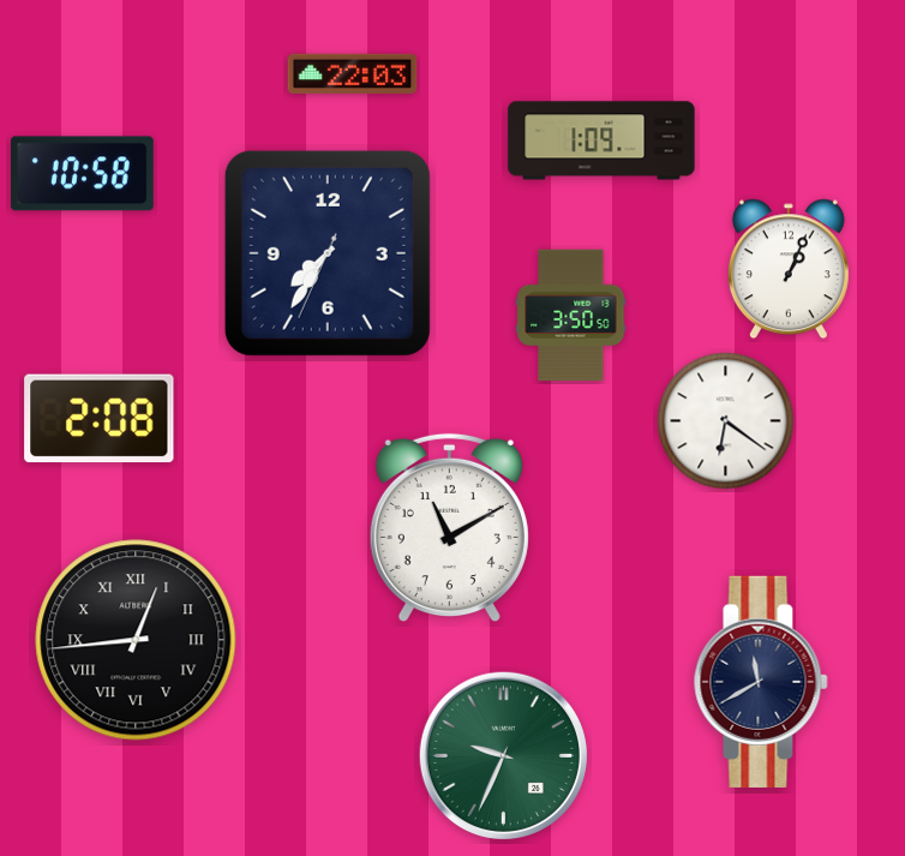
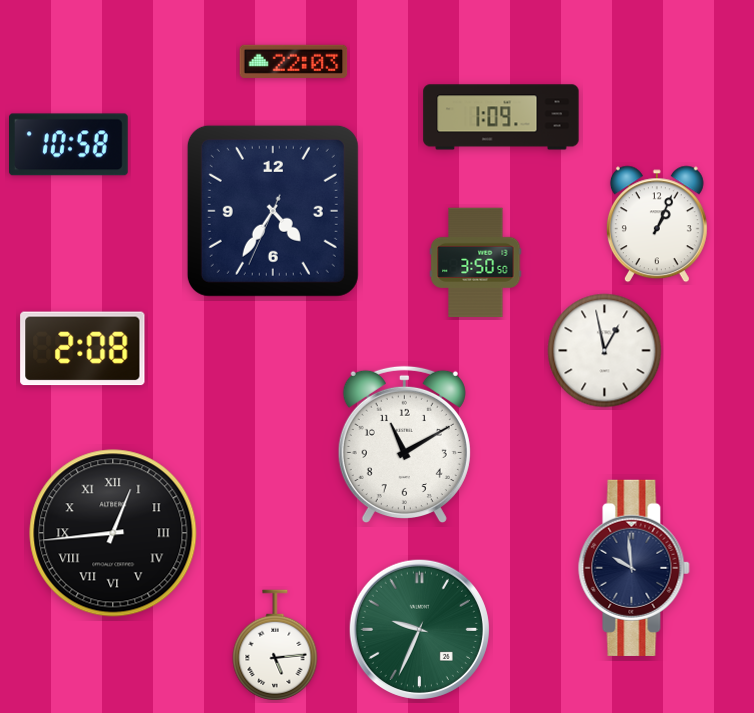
clock at (328, 253): 7:35 -> 4:35
clock at (726, 421): 6:21 -> 12:58
clock at (449, 527) position: (449, 527) -> (404, 444)
clock at (761, 682): 11:40 -> 9:59
clock at (275, 645): none -> 5:14
